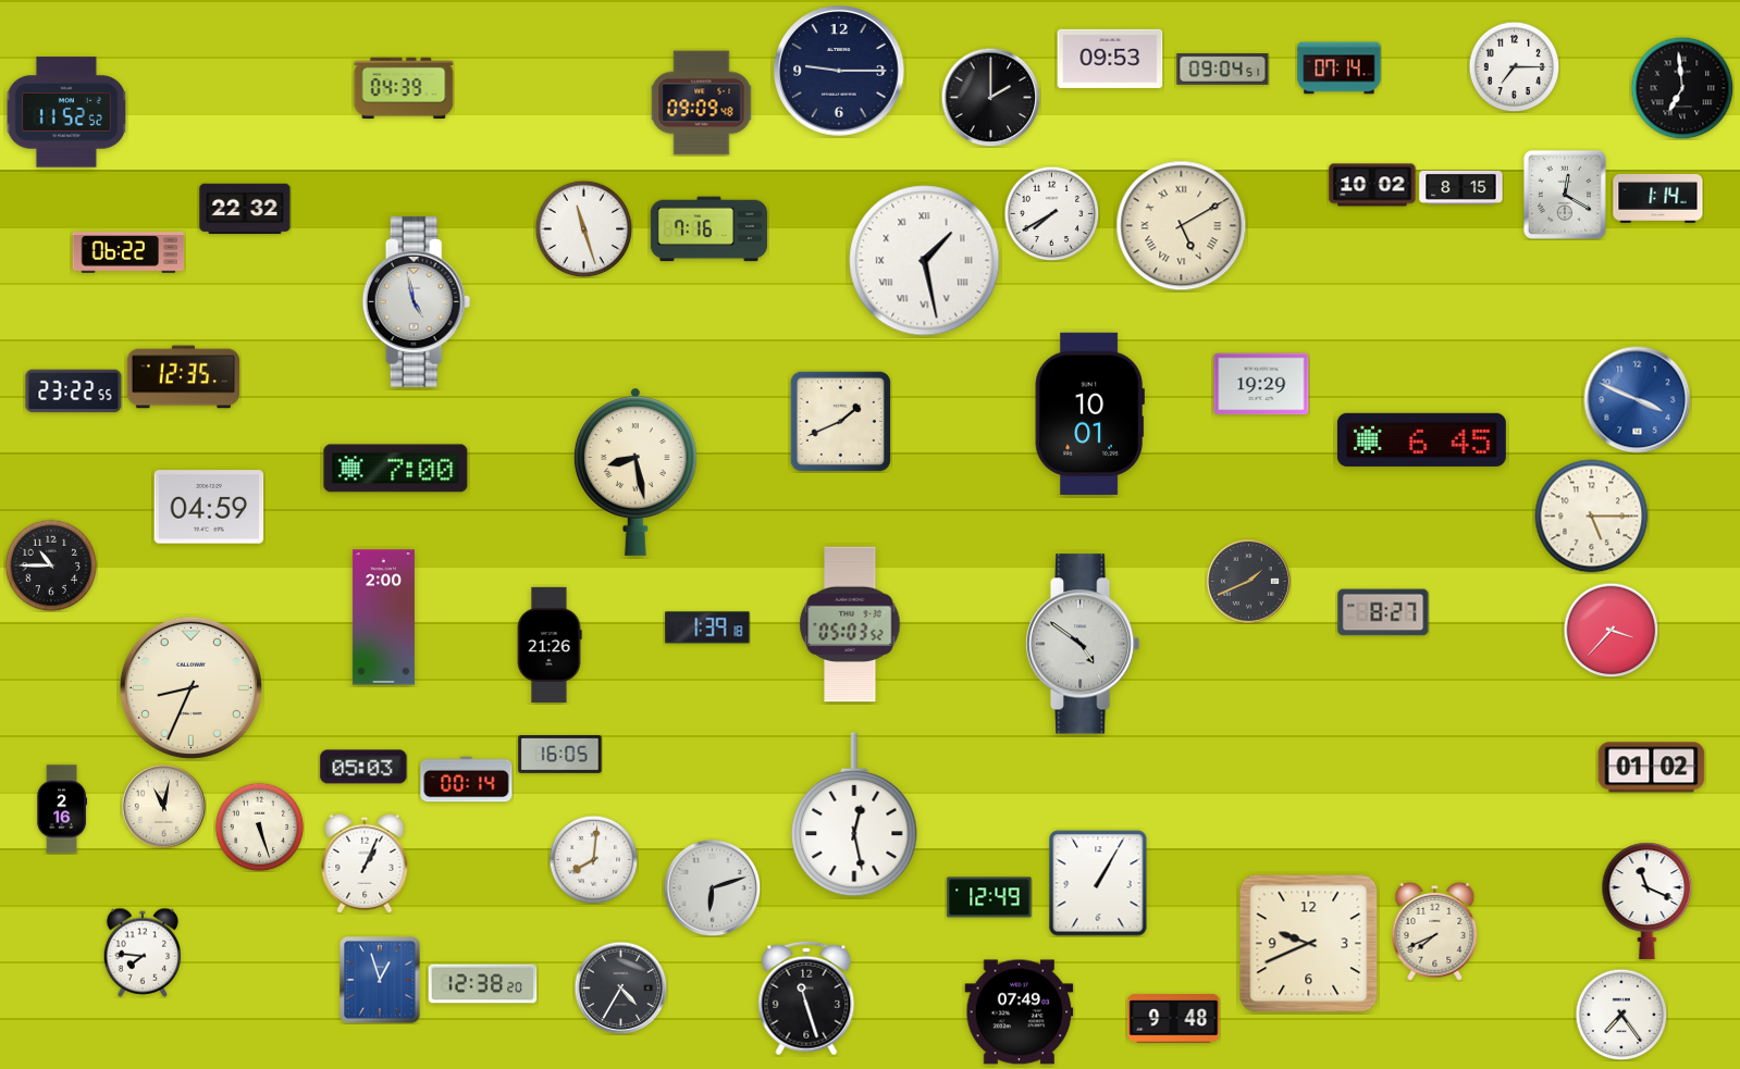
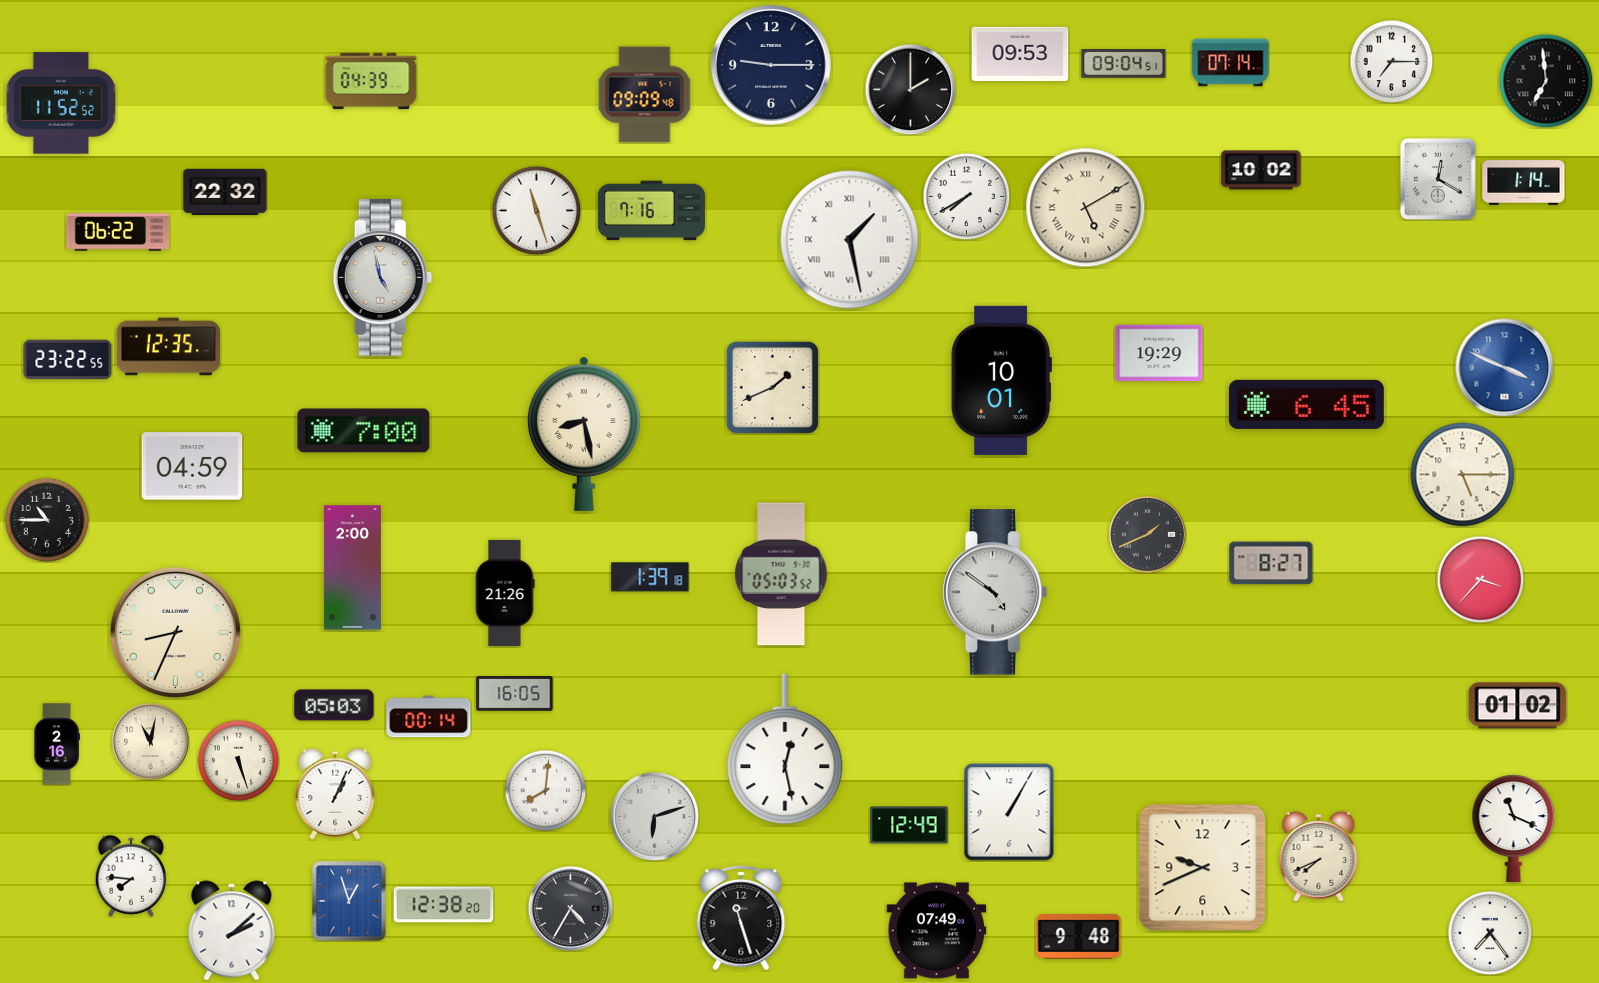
clock at (1461, 187): 8:15 -> none
clock at (232, 931): none -> 2:08
